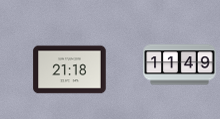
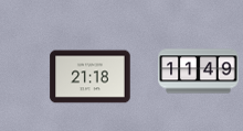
clock at (70, 70) position: (70, 70) -> (91, 77)
